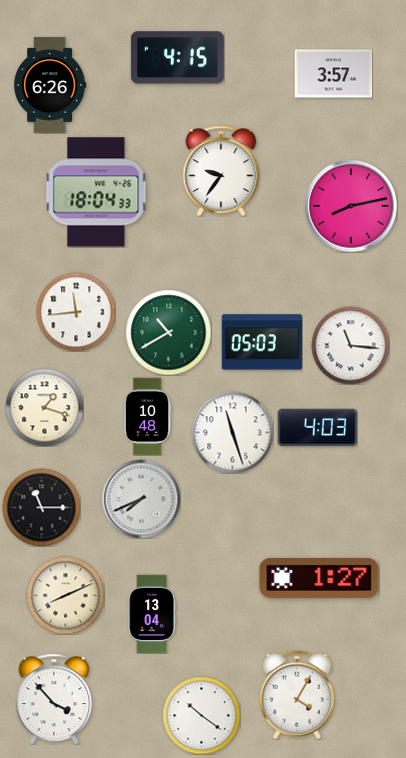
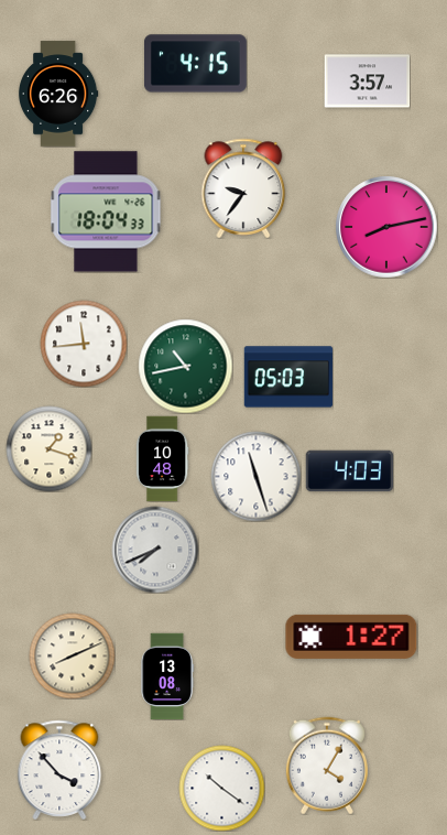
clock at (50, 85) position: (50, 85) -> (58, 94)
clock at (168, 332): 10:40 -> 10:43
clock at (350, 345): 11:16 -> none
clock at (41, 507): 11:15 -> none
clock at (152, 614): 13:04 -> 13:08
